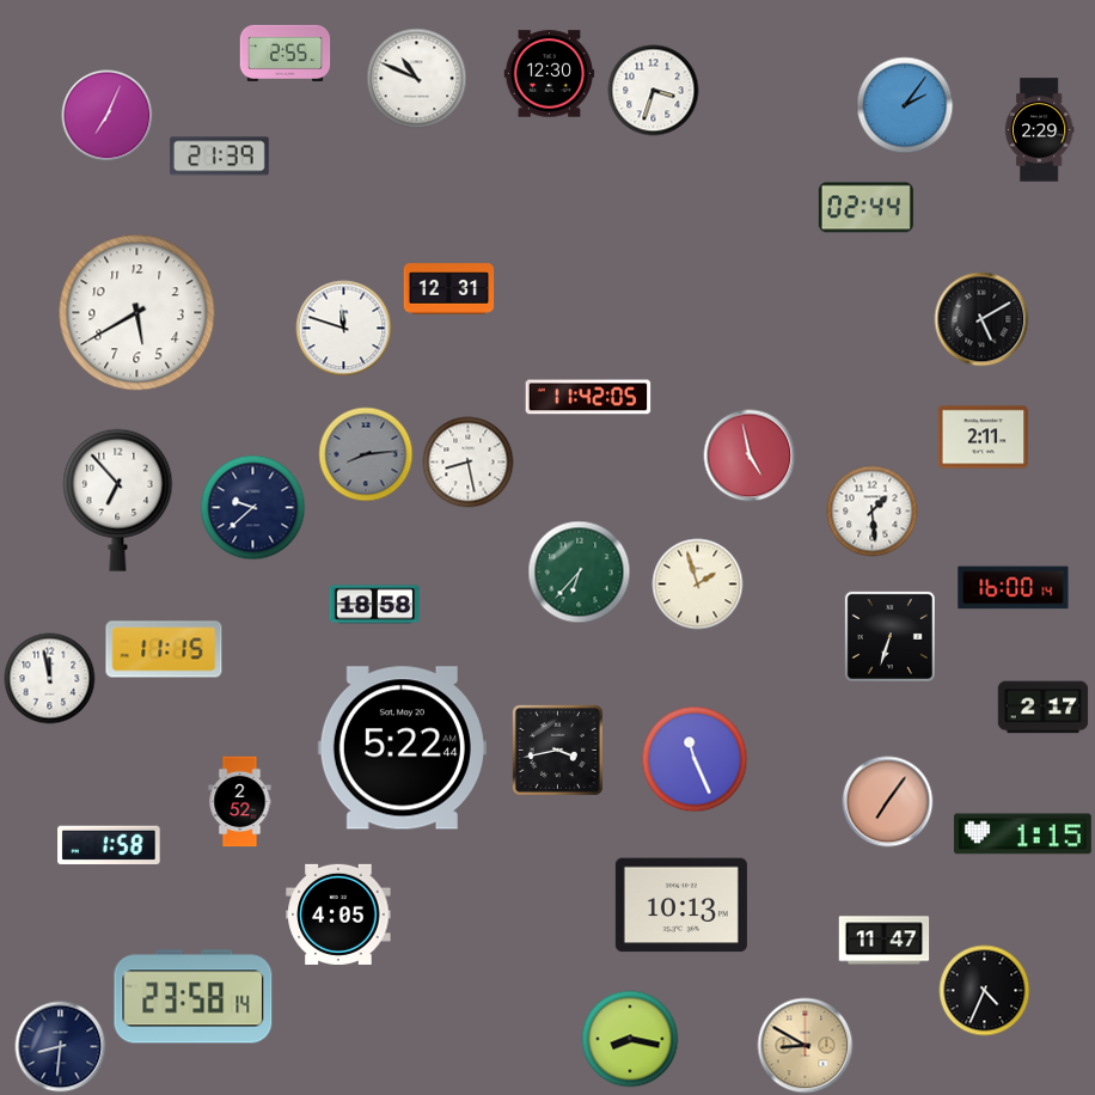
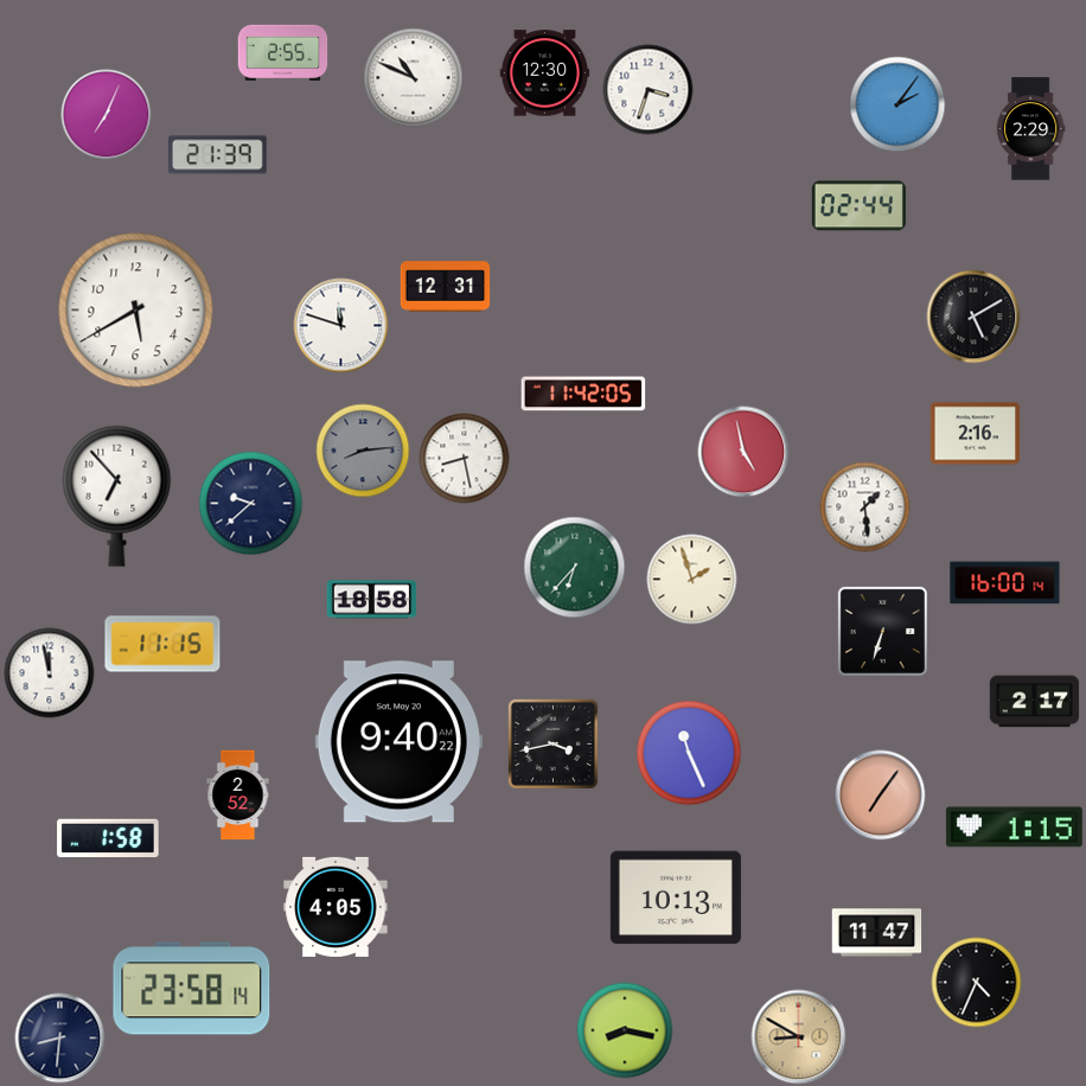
clock at (984, 438): 2:11 -> 2:16
clock at (402, 748): 5:22 -> 9:40
